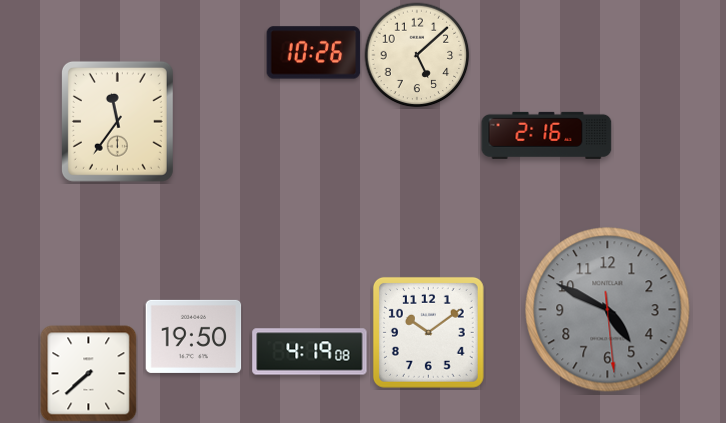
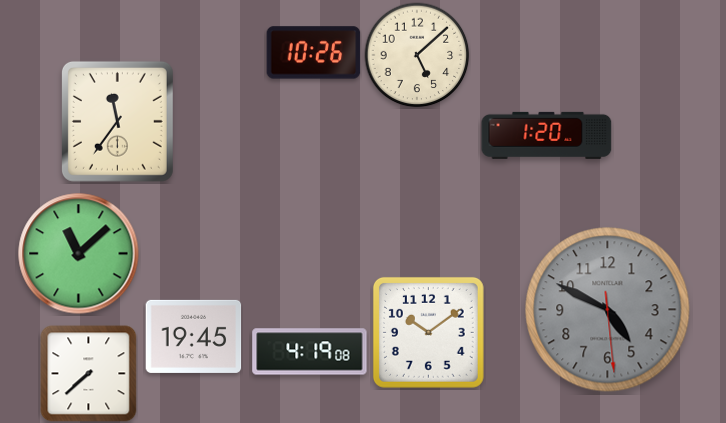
clock at (547, 135): 2:16 -> 1:20
clock at (79, 254): none -> 11:08
clock at (194, 336): 19:50 -> 19:45
